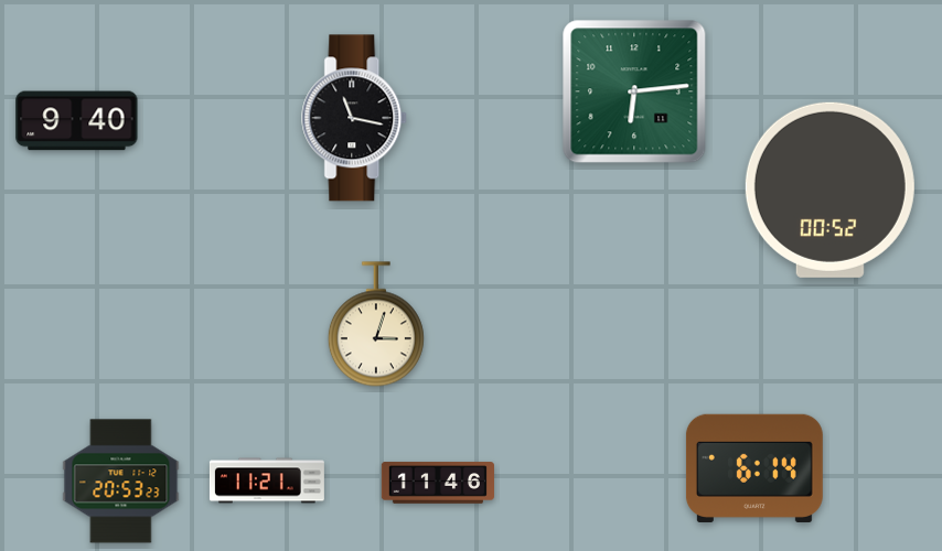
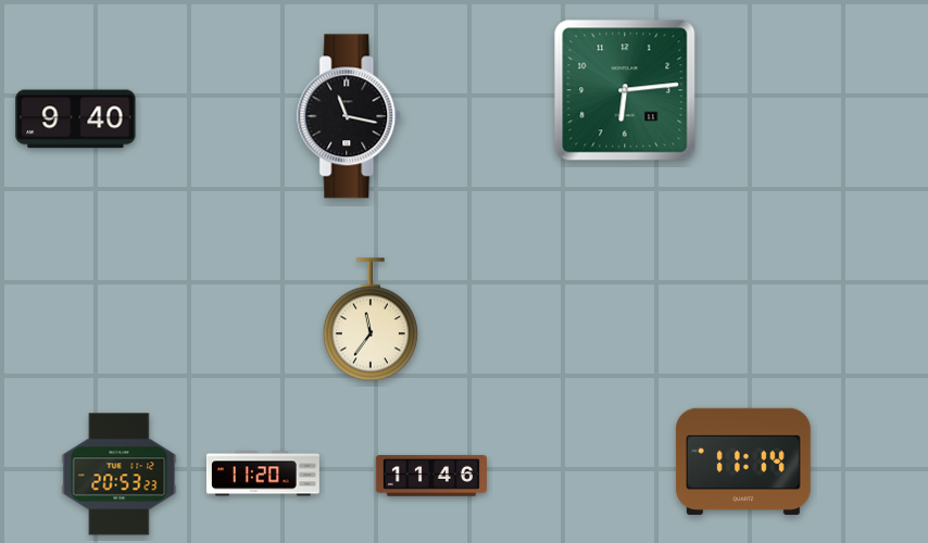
clock at (829, 190): 00:52 -> none
clock at (376, 324): 3:03 -> 11:36
clock at (754, 468): 6:14 -> 11:14
clock at (267, 480): 11:21 -> 11:20
